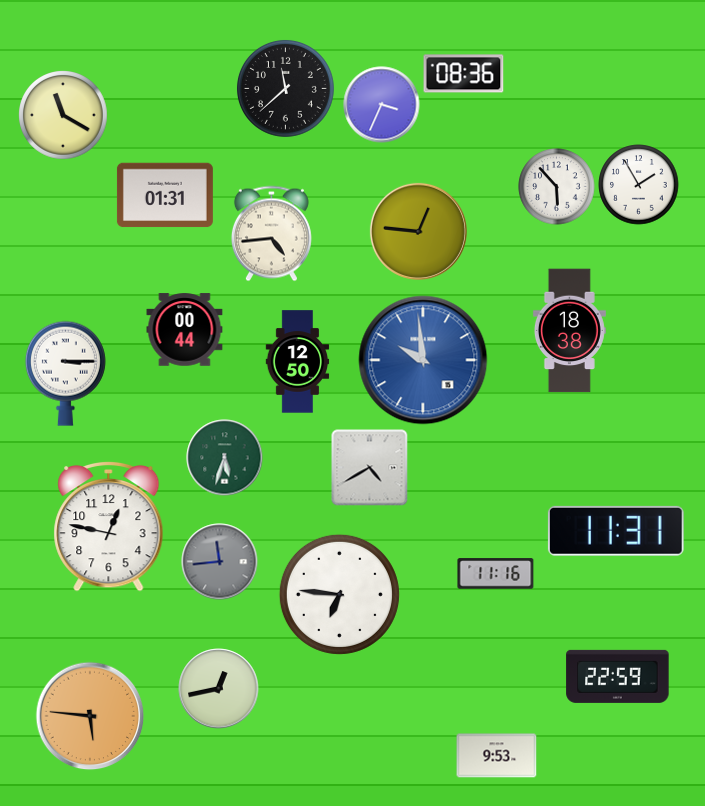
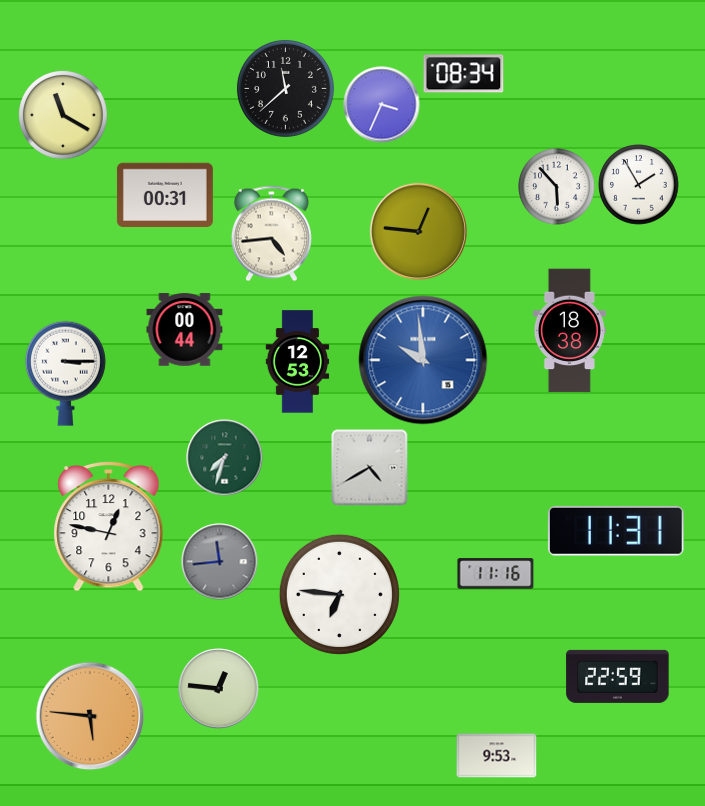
clock at (464, 74): 08:36 -> 08:34
clock at (165, 195): 01:31 -> 00:31
clock at (298, 362): 12:50 -> 12:53
clock at (225, 458): 5:33 -> 7:33
clock at (219, 689): 12:43 -> 12:46
